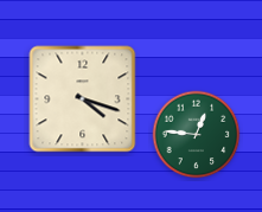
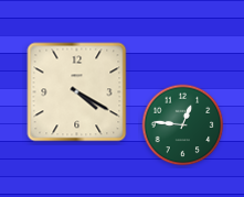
clock at (83, 99): 4:18 -> 4:20
